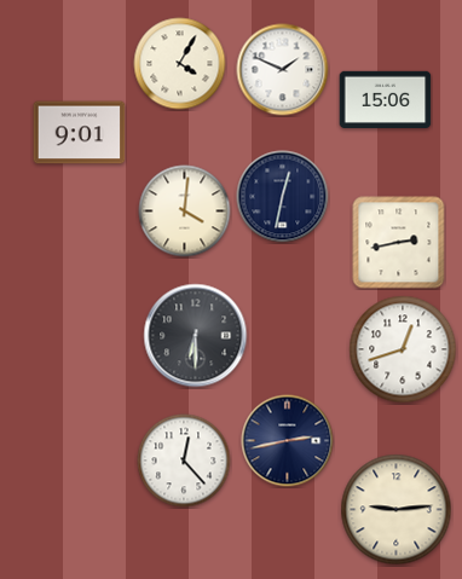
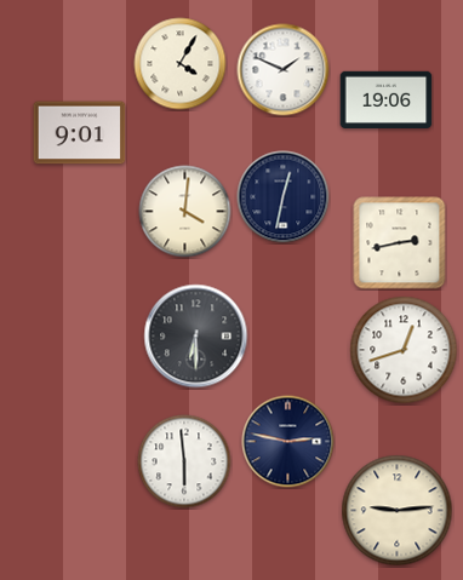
clock at (386, 100): 15:06 -> 19:06
clock at (288, 441): 2:43 -> 2:47
clock at (184, 461): 12:23 -> 5:59
